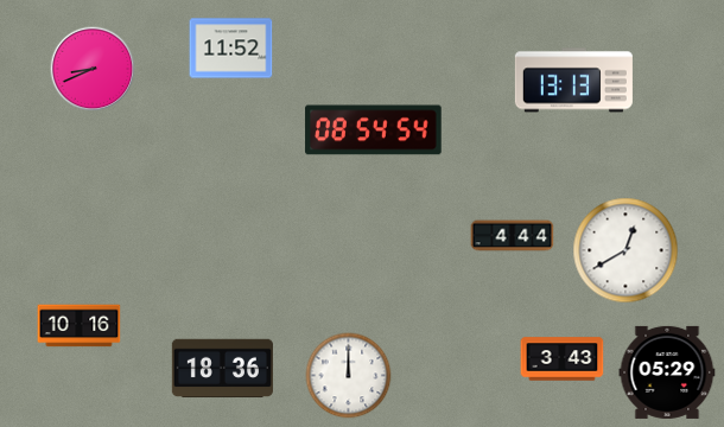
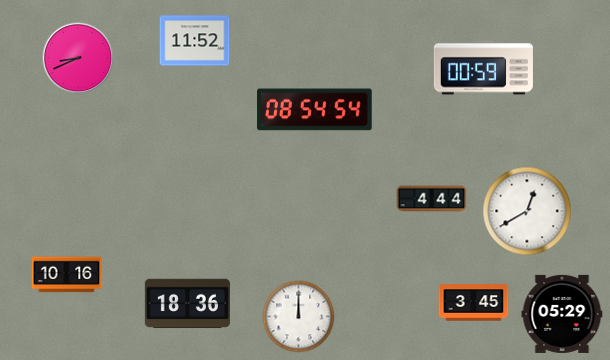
clock at (573, 81): 13:13 -> 00:59
clock at (563, 359): 3:43 -> 3:45
clock at (222, 369) position: (222, 369) -> (187, 304)
clock at (349, 376) position: (349, 376) -> (299, 317)
